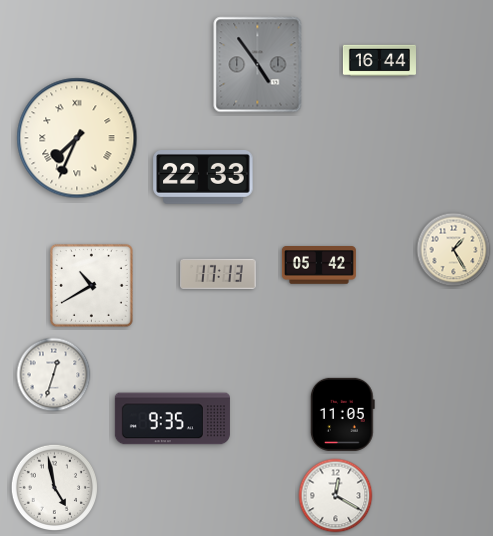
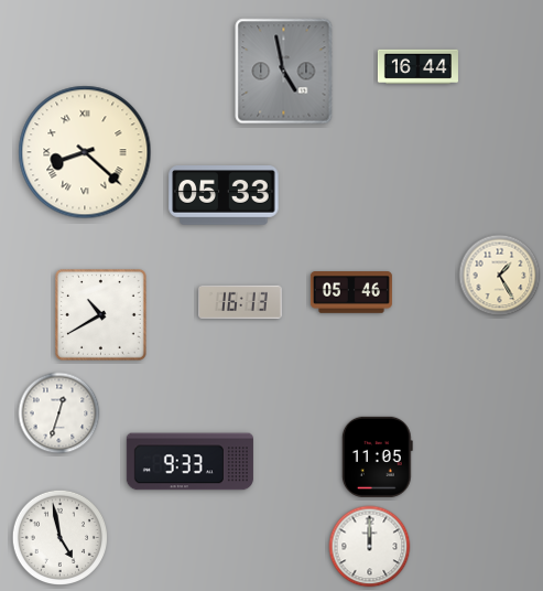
clock at (258, 65): 4:54 -> 4:58
clock at (77, 138): 7:34 -> 8:22
clock at (203, 178): 22:33 -> 05:33
clock at (319, 266): 05:42 -> 05:46
clock at (219, 273): 17:13 -> 16:13
clock at (172, 419): 9:35 -> 9:33
clock at (336, 496): 12:20 -> 12:00
